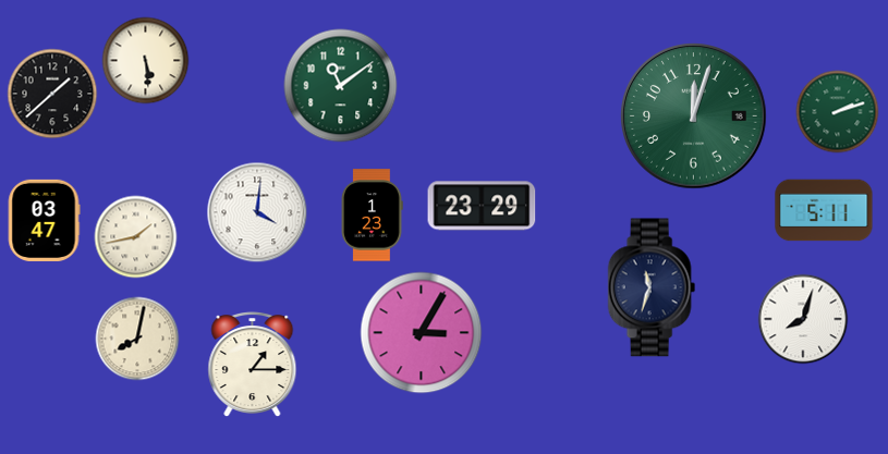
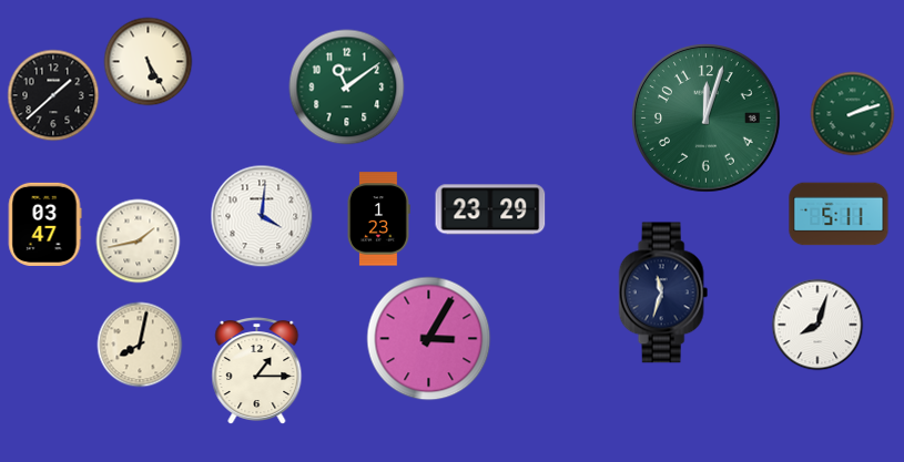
clock at (146, 61): 5:29 -> 5:25
